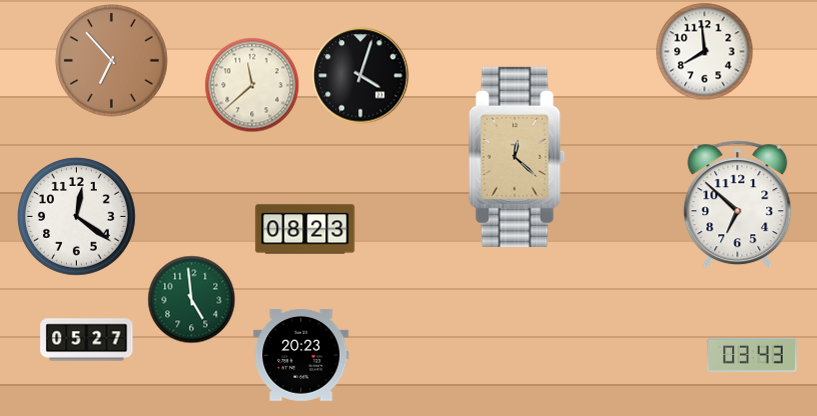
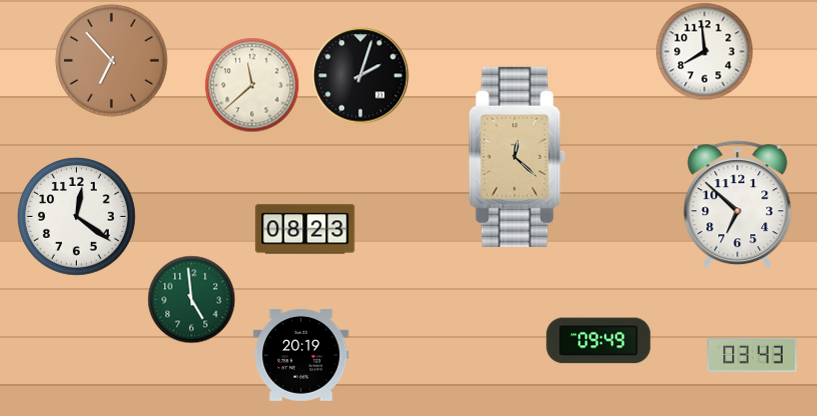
clock at (361, 76): 4:03 -> 2:03
clock at (87, 340): 05:27 -> none
clock at (599, 341): none -> 09:49
clock at (301, 355): 20:23 -> 20:19
